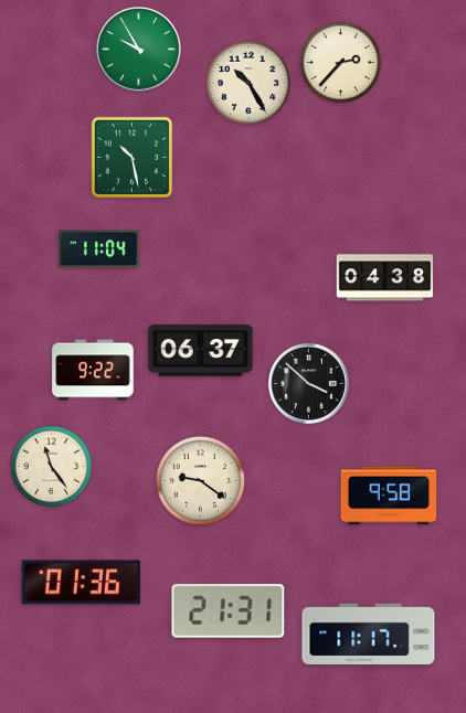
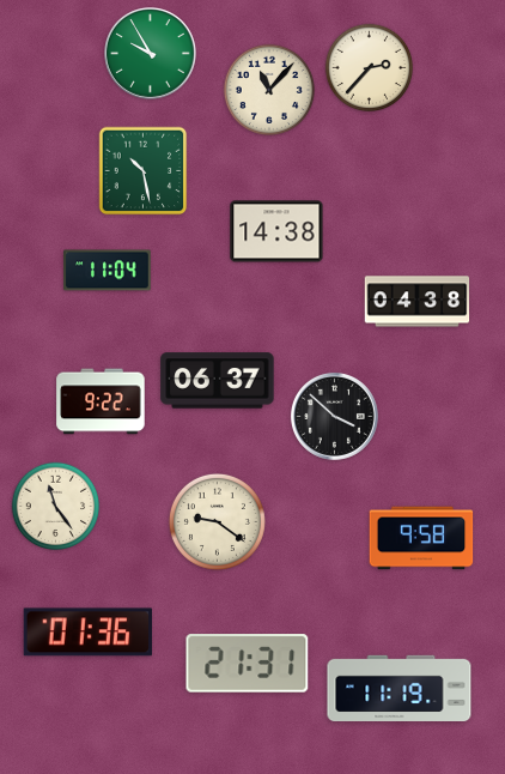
clock at (247, 82): 10:25 -> 11:07
clock at (276, 231): none -> 14:38
clock at (369, 635): 11:17 -> 11:19
